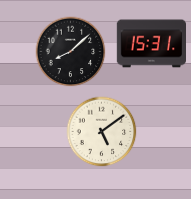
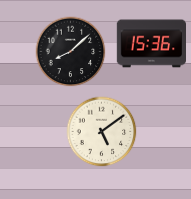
clock at (151, 44): 15:31 -> 15:36
